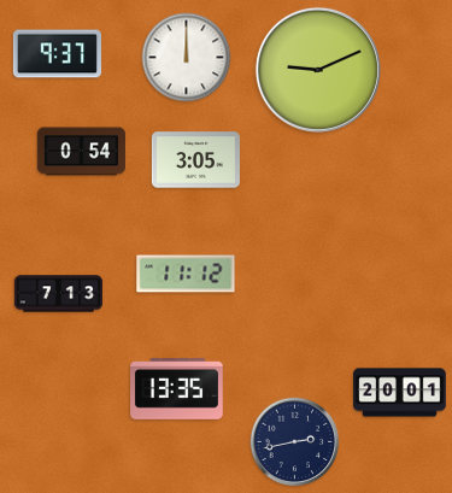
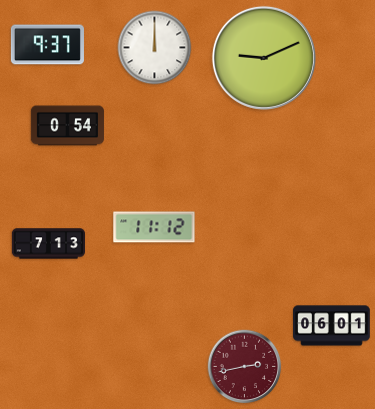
clock at (195, 160): 3:05 -> none
clock at (177, 389): 13:35 -> none
clock at (400, 393): 20:01 -> 06:01
clock at (295, 442) dial: navy -> burgundy
